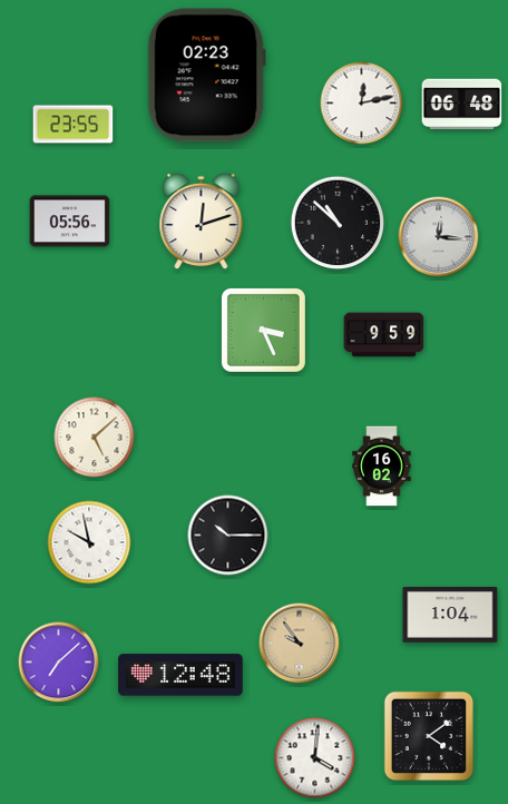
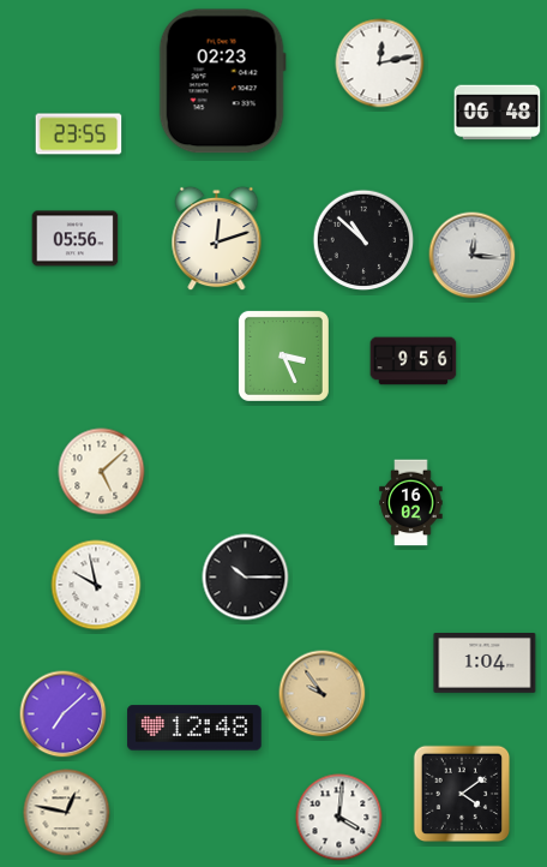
clock at (362, 104) position: (362, 104) -> (380, 64)
clock at (384, 335): 9:59 -> 9:56
clock at (67, 813): none -> 12:47
